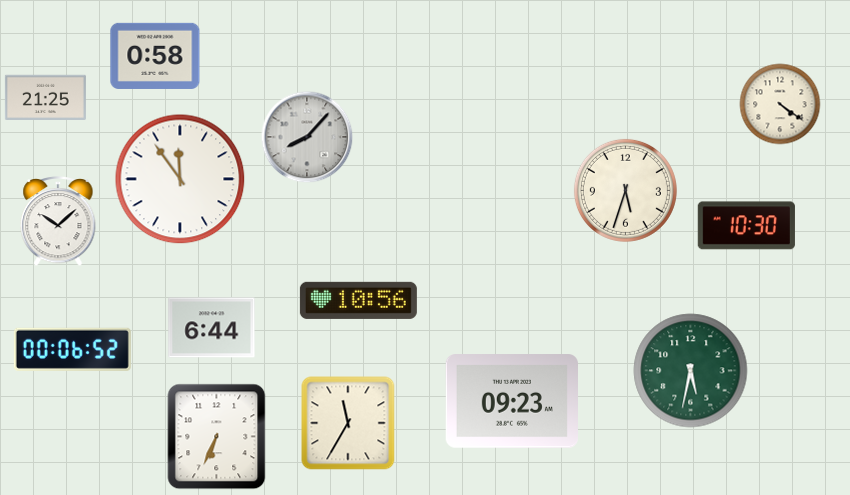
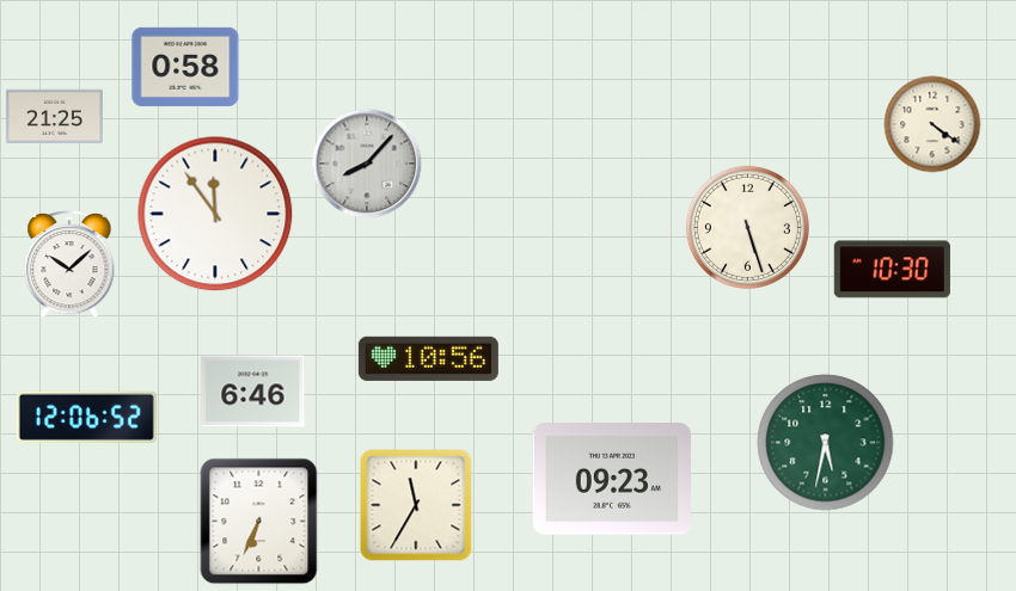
clock at (625, 190): 5:33 -> 5:27
clock at (212, 328): 6:44 -> 6:46
clock at (72, 349): 00:06 -> 12:06
